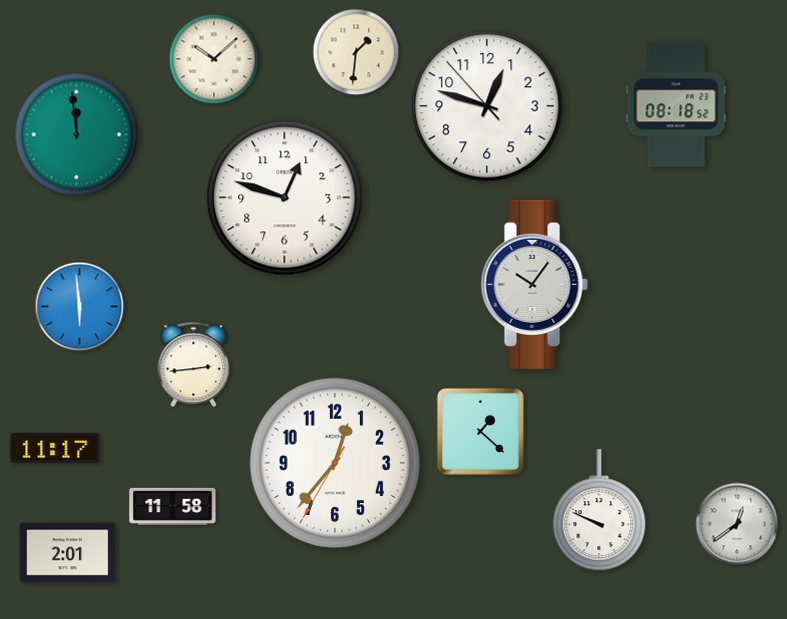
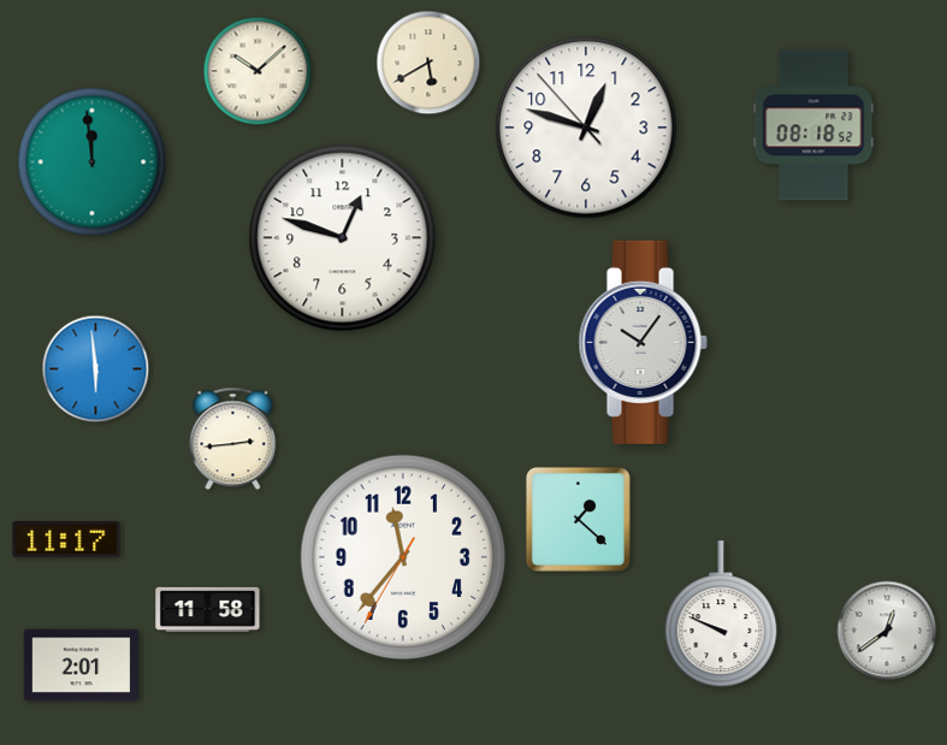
clock at (356, 52): 1:31 -> 5:40
clock at (335, 463): 12:36 -> 11:36
